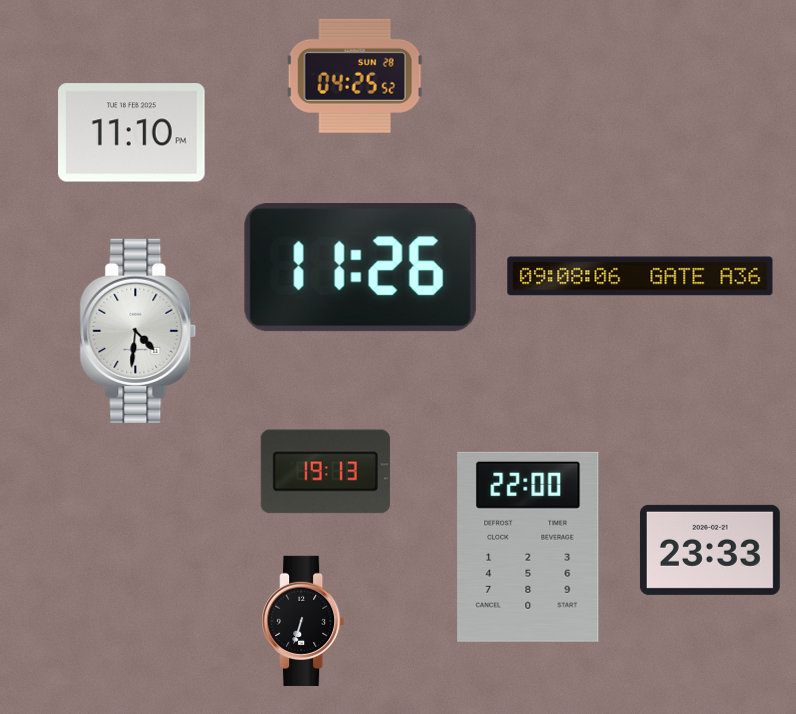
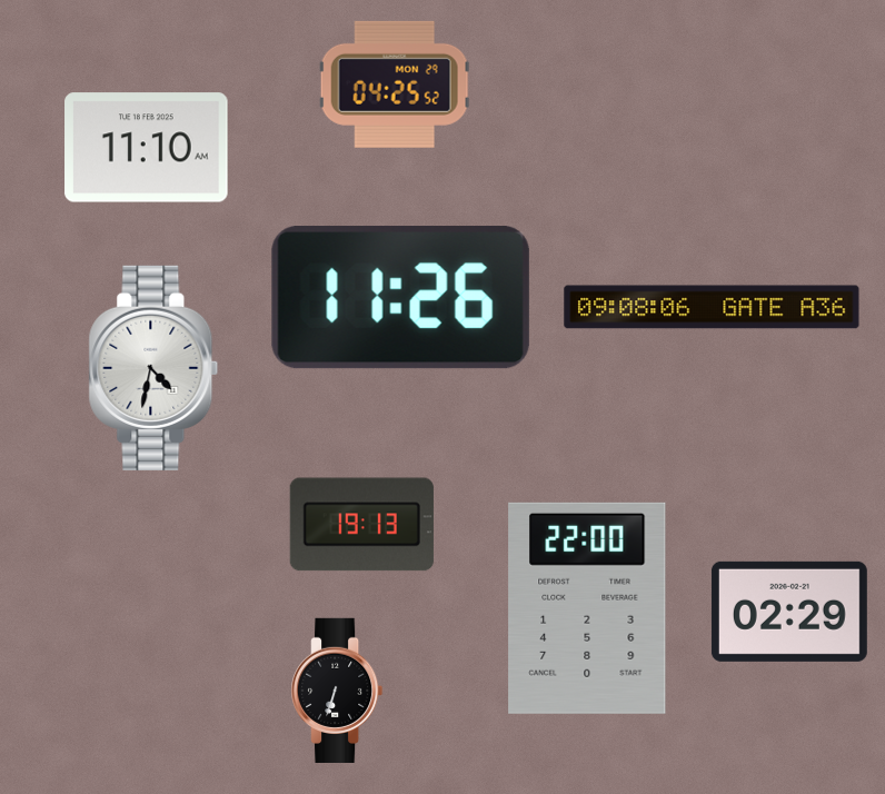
clock at (355, 76) date: SUN 28 -> MON 29
clock at (132, 133): 11:10 PM -> 11:10 AM
clock at (138, 331): 4:31 -> 4:32
clock at (710, 550): 23:33 -> 02:29
